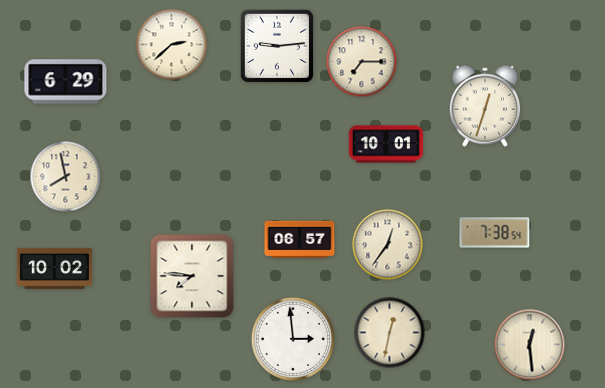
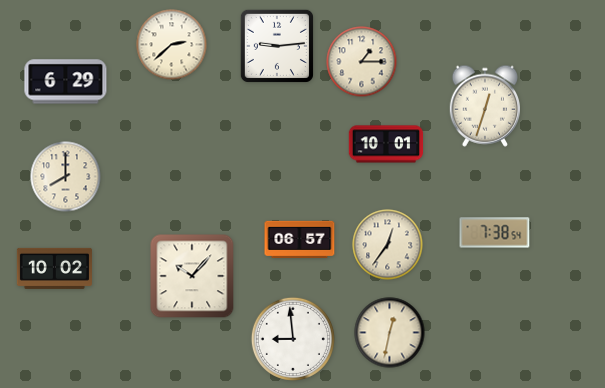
clock at (362, 62): 7:15 -> 1:15
clock at (66, 177): 7:58 -> 8:00
clock at (192, 276): 7:46 -> 10:07
clock at (293, 339): 2:59 -> 8:59
clock at (530, 345): 12:29 -> none
